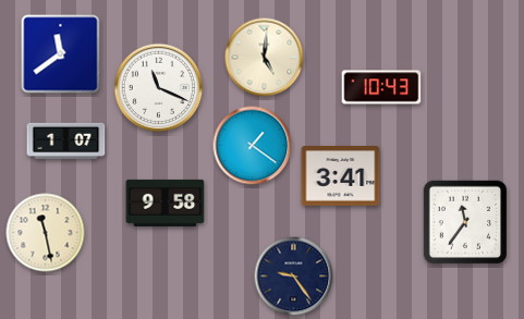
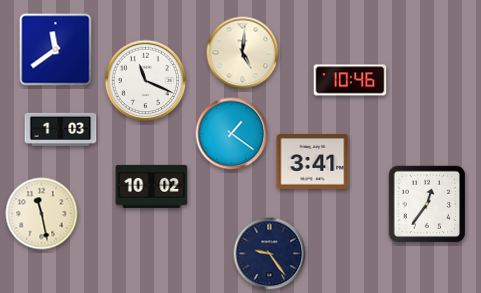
clock at (381, 87): 10:43 -> 10:46
clock at (66, 140): 1:07 -> 1:03
clock at (166, 203): 9:58 -> 10:02
clock at (465, 222): 11:36 -> 12:36
